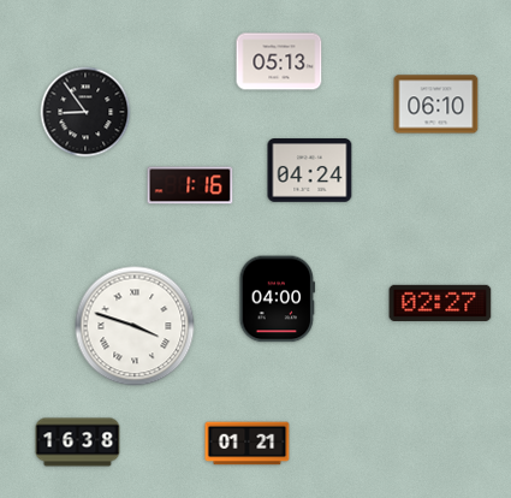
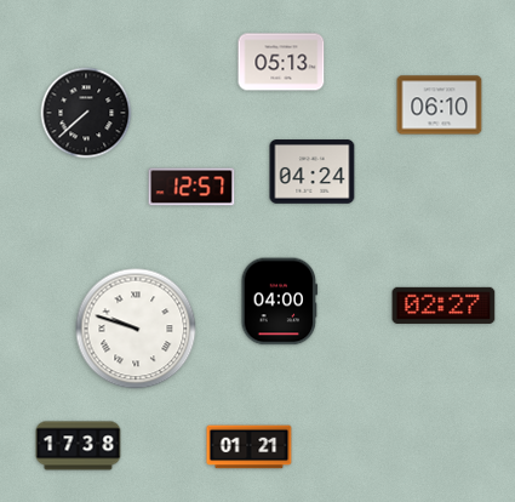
clock at (85, 112): 8:54 -> 7:38
clock at (190, 185): 1:16 -> 12:57
clock at (135, 326): 3:48 -> 9:48
clock at (78, 443): 16:38 -> 17:38
